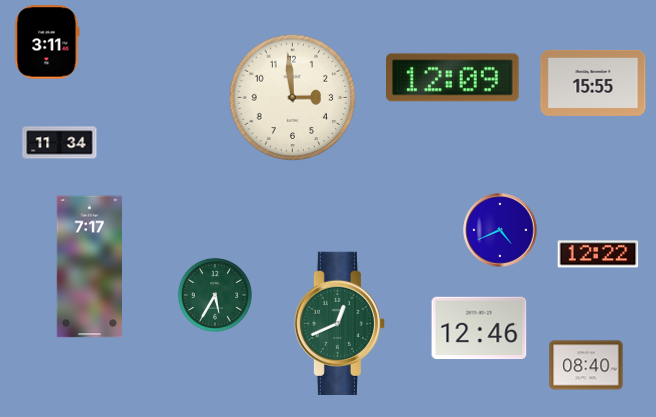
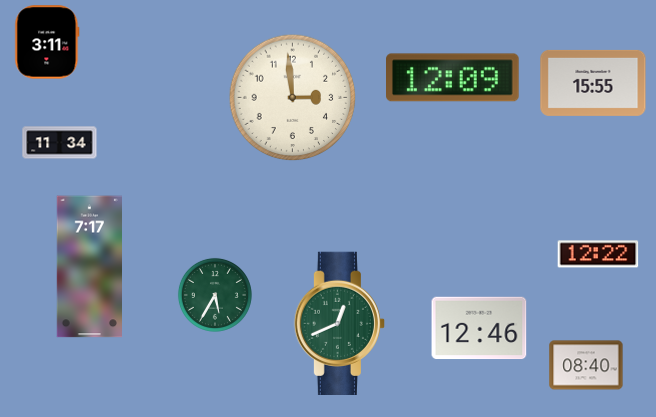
clock at (500, 230): 4:41 -> none
